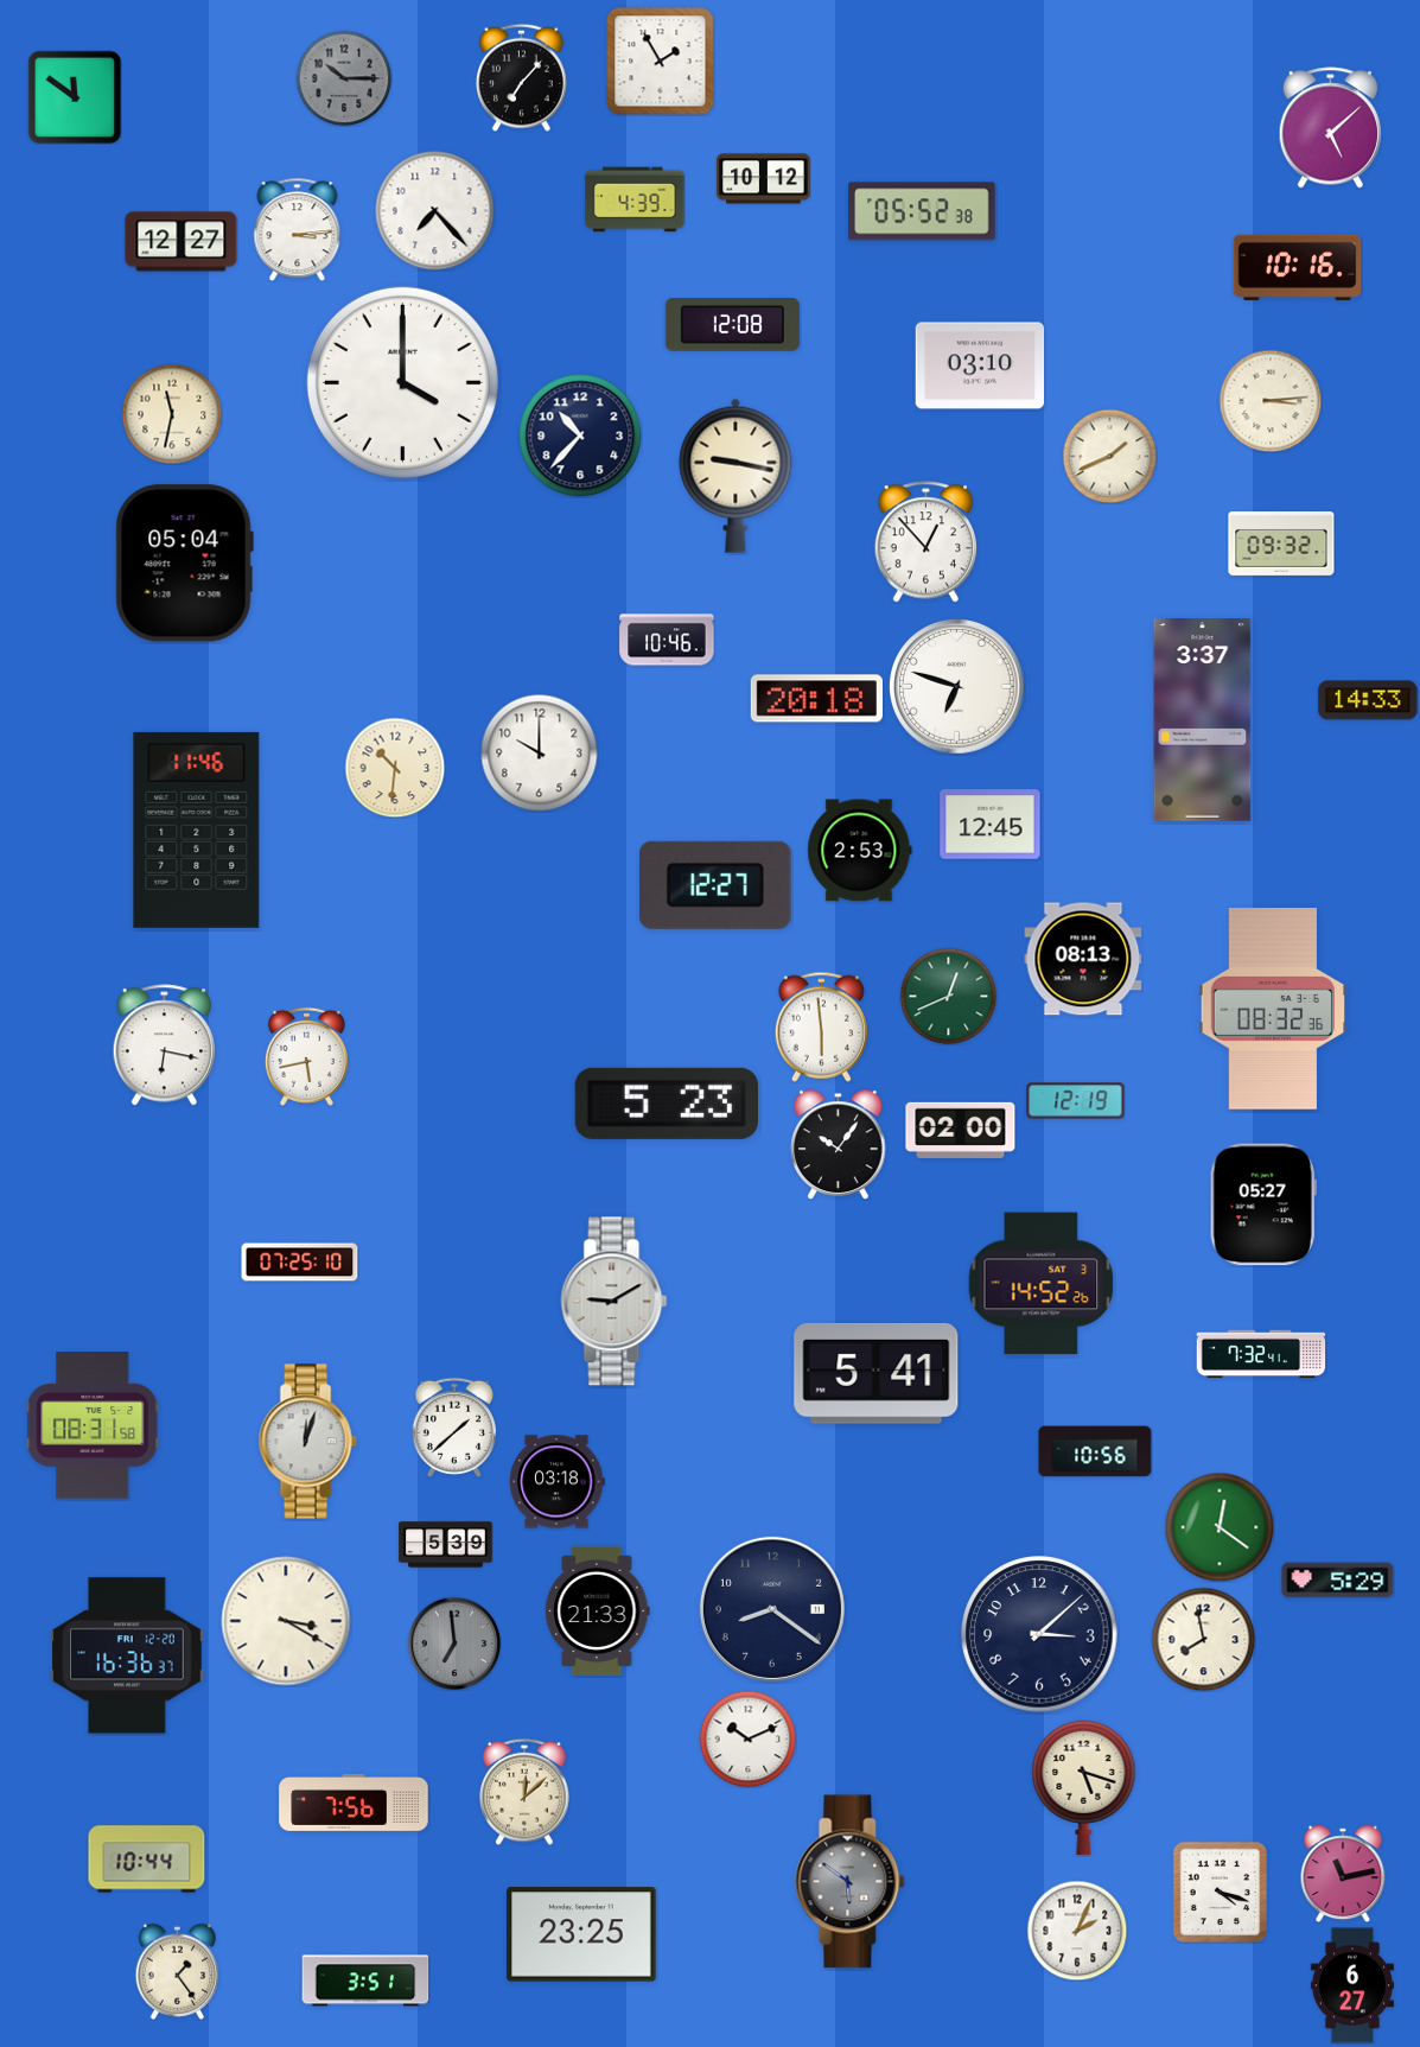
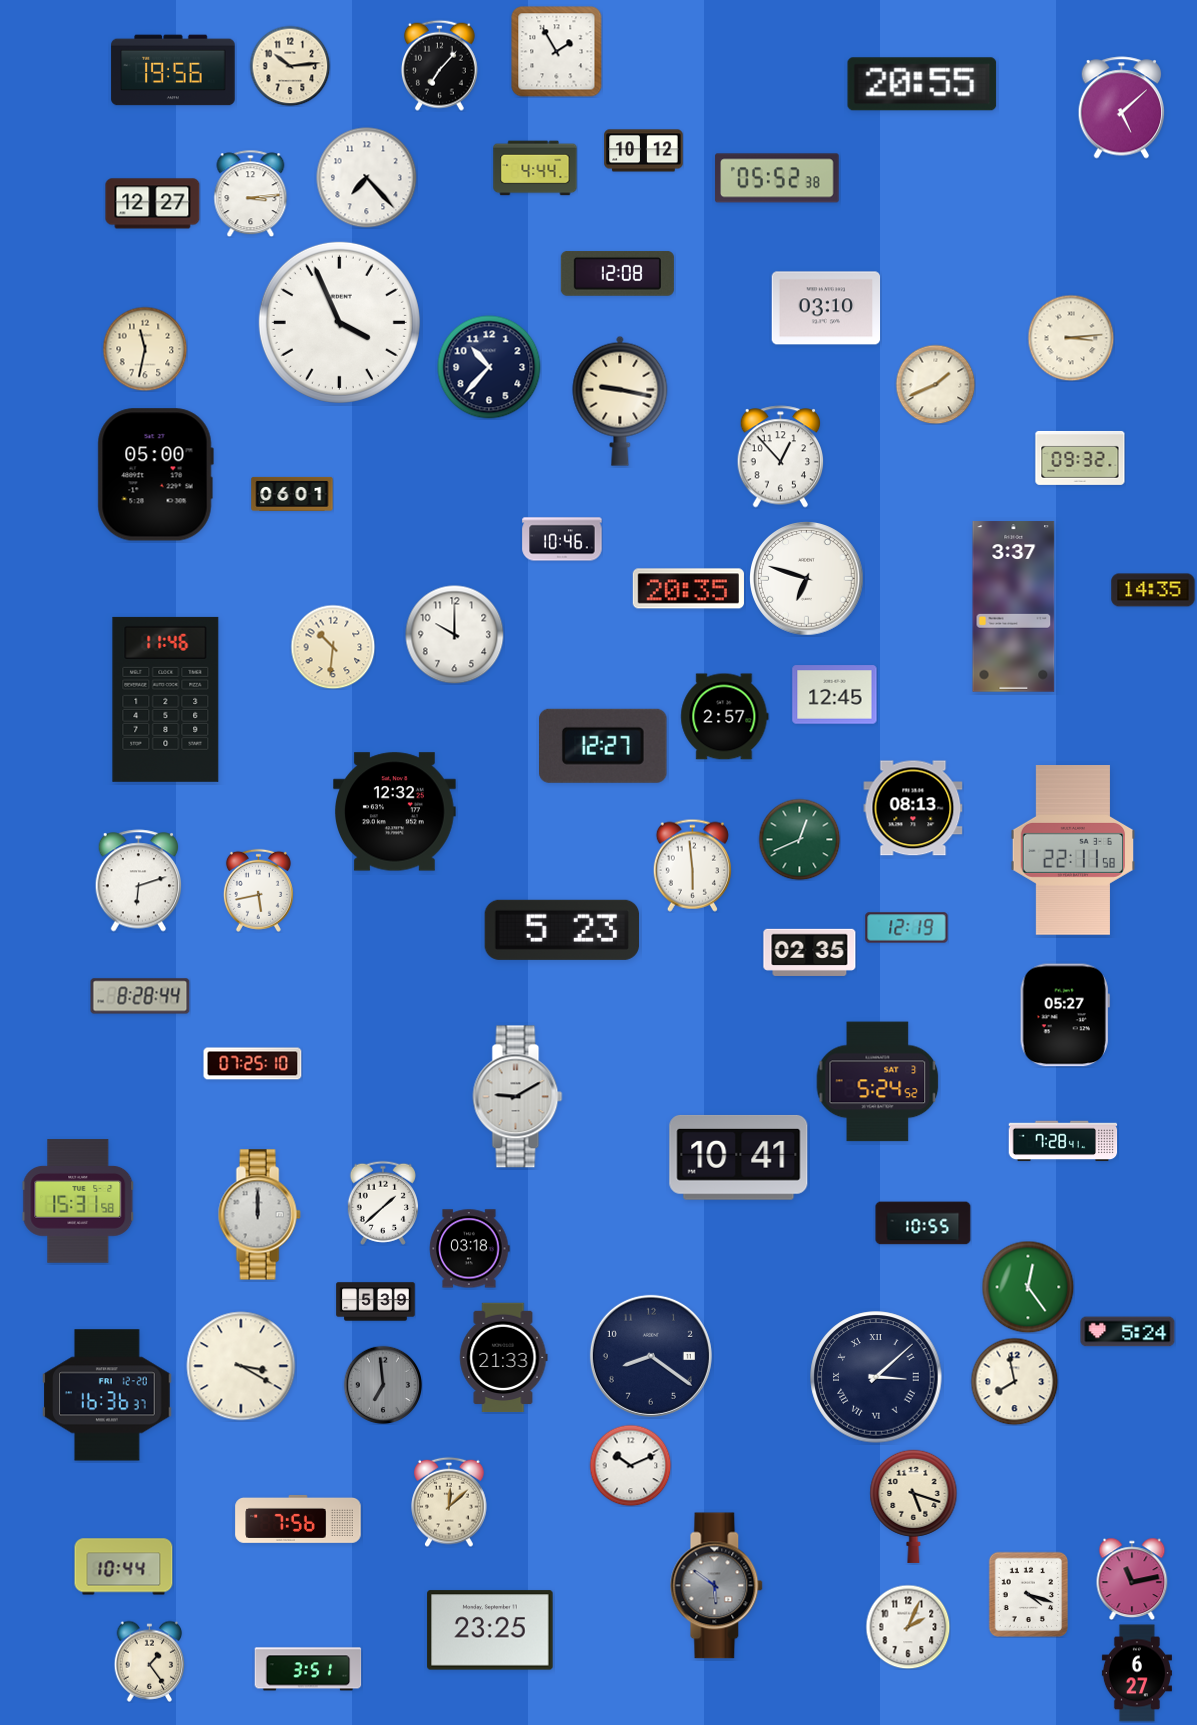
clock at (344, 78): 10:15 -> 10:14
clock at (344, 78) dial: grey -> cream
clock at (173, 70): none -> 19:56
clock at (75, 97): 11:51 -> none
clock at (922, 84): none -> 20:55
clock at (635, 199): 4:39 -> 4:44
clock at (1298, 267): 10:16 -> none
clock at (402, 382): 4:00 -> 3:56
clock at (184, 564): 05:04 -> 05:00
clock at (292, 494): none -> 06:01
clock at (816, 699): 20:18 -> 20:35
clock at (1368, 700): 14:33 -> 14:35
clock at (860, 851): 2:53 -> 2:57
clock at (395, 812): none -> 12:32
clock at (1273, 1009): 08:32 -> 22:11
clock at (165, 1045): 6:17 -> 6:12
clock at (961, 1130): 02:00 -> 02:35
clock at (839, 1144): 10:06 -> none
clock at (140, 996): none -> 8:28
clock at (1042, 1284): 14:52 -> 5:24
clock at (1261, 1354): 7:32 -> 7:28
clock at (877, 1373): 5:41 -> 10:41
clock at (93, 1425): 08:31 -> 15:31
clock at (307, 1442): 12:03 -> 12:00
clock at (1095, 1451): 10:56 -> 10:55
clock at (1220, 1527): 12:21 -> 12:24
clock at (1338, 1581): 5:29 -> 5:24
clock at (1039, 1634) numerals: Arabic -> Roman
clock at (524, 1792) position: (524, 1792) -> (449, 1502)
clock at (1352, 1985) position: (1352, 1985) -> (1137, 1673)
